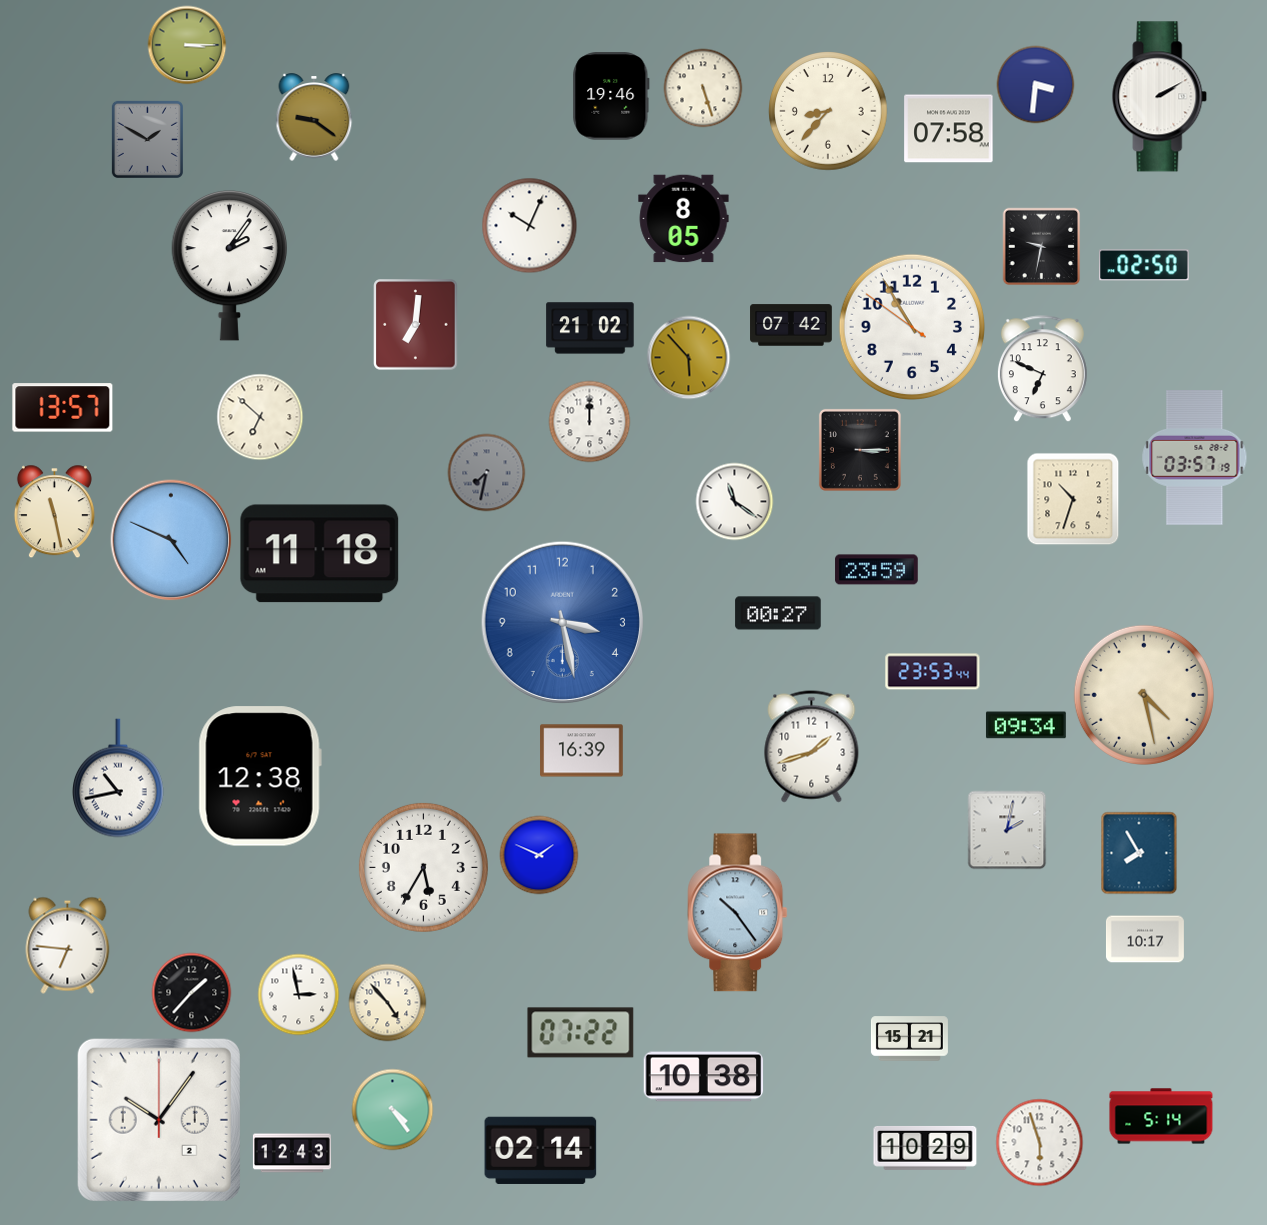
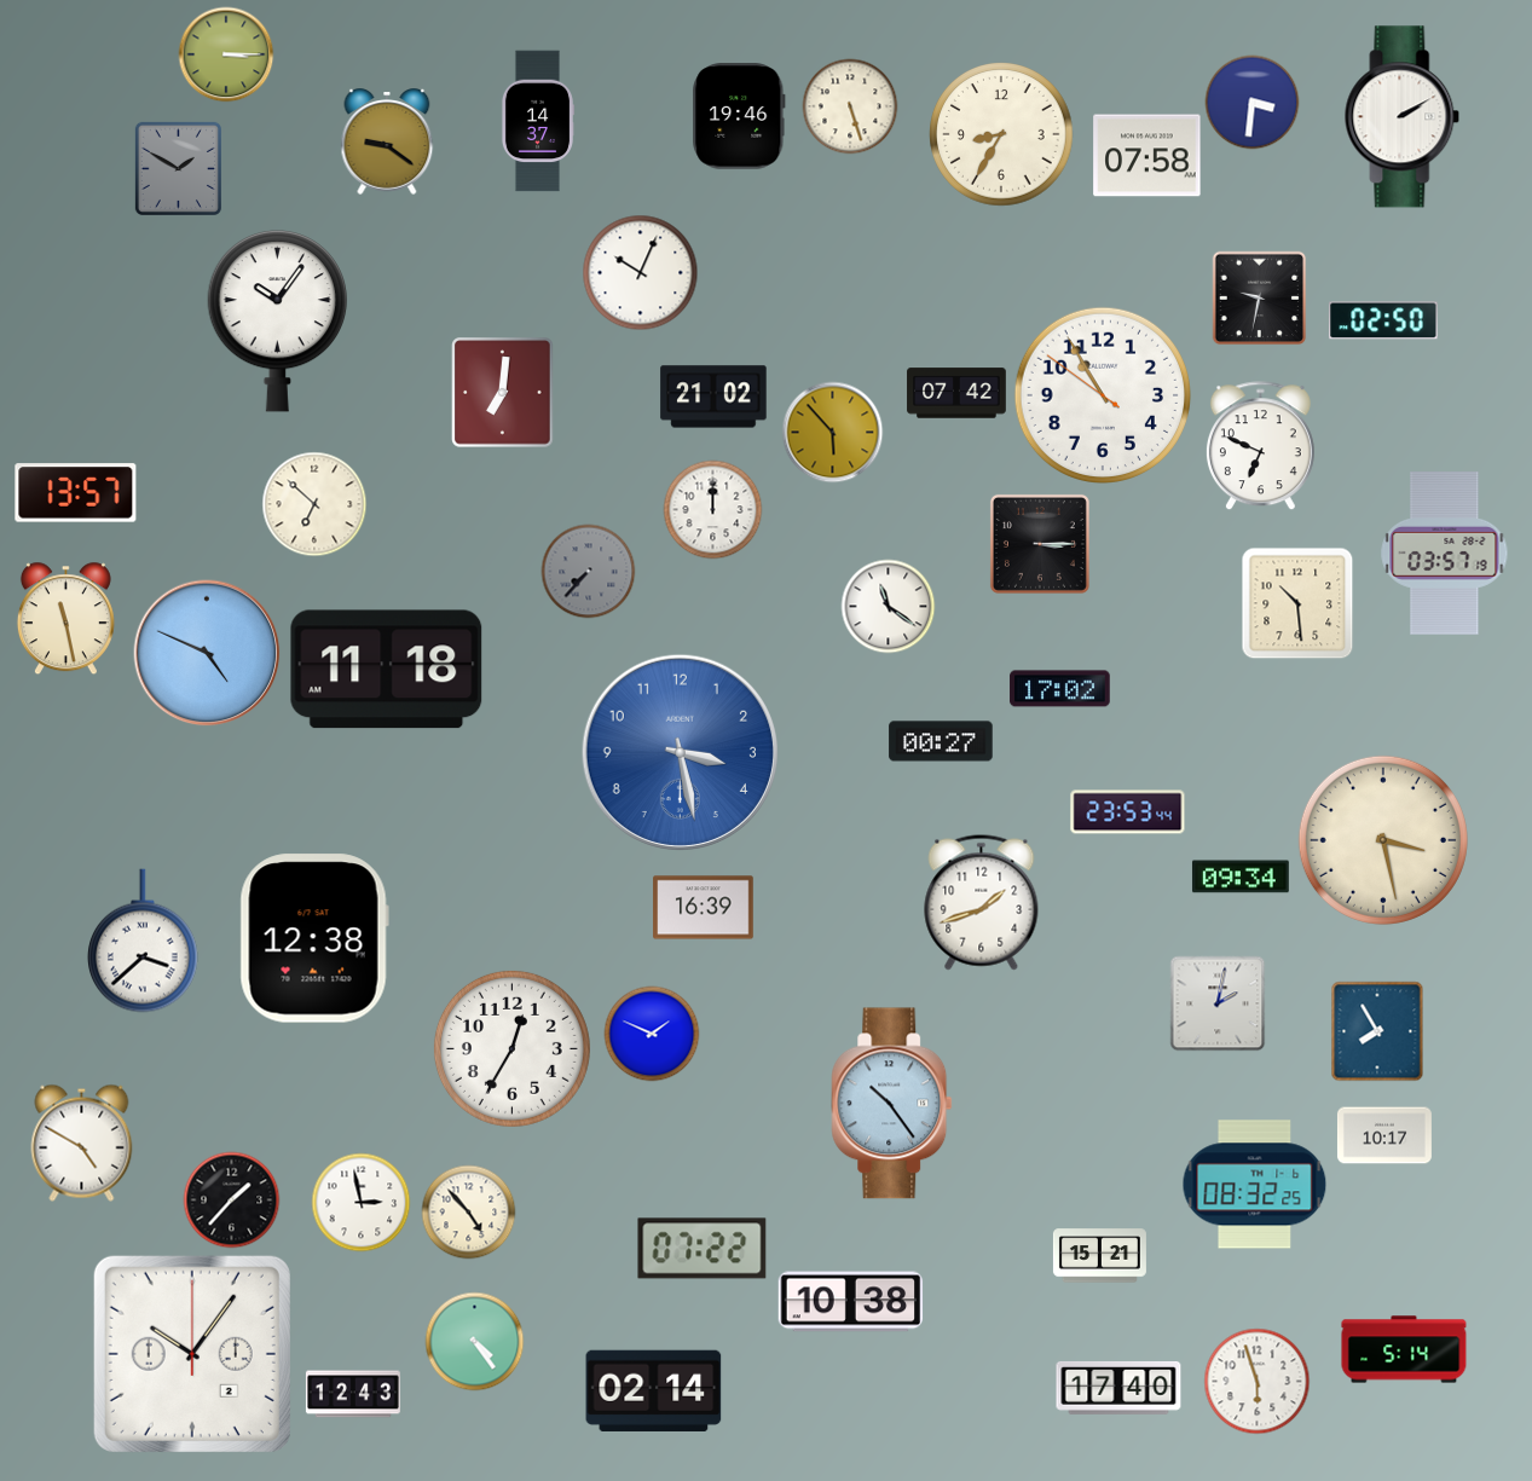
clock at (537, 121): none -> 14:37
clock at (828, 111): 8:37 -> 8:35
clock at (314, 117) position: (314, 117) -> (387, 141)
clock at (684, 219): 8:05 -> none
clock at (229, 265): 2:06 -> 10:06
clock at (486, 472): 7:32 -> 7:37
clock at (1073, 499): 10:33 -> 10:29
clock at (877, 570): 23:59 -> 17:02
clock at (1144, 695): 4:28 -> 3:28
clock at (119, 778): 10:43 -> 3:38
clock at (423, 867): 5:35 -> 12:35
clock at (68, 945): 6:46 -> 4:50
clock at (1255, 1185): none -> 08:32
clock at (925, 1148): 10:29 -> 17:40
